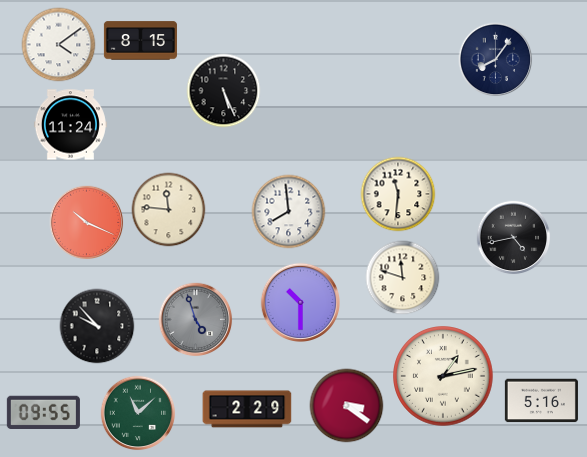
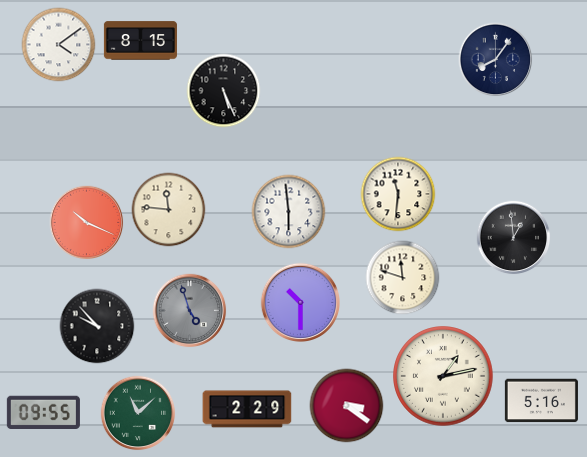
clock at (70, 125): 11:24 -> none
clock at (289, 212): 7:59 -> 5:59
clock at (514, 238): 4:43 -> 12:59
clock at (196, 320) position: (196, 320) -> (190, 311)
